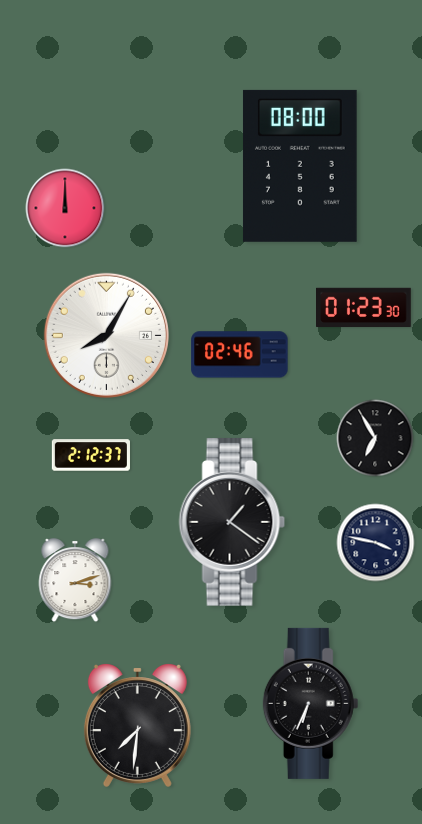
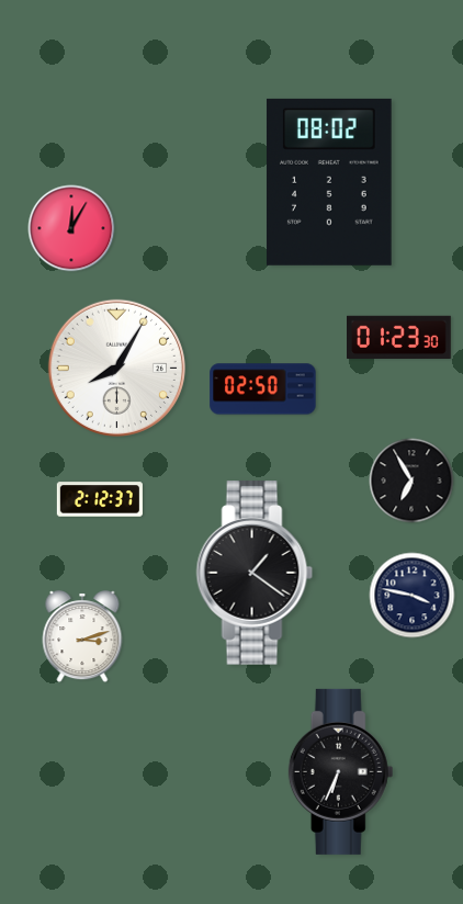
clock at (300, 166): 08:00 -> 08:02
clock at (65, 208): 12:00 -> 12:05
clock at (240, 355): 02:46 -> 02:50
clock at (137, 726): 7:31 -> none
